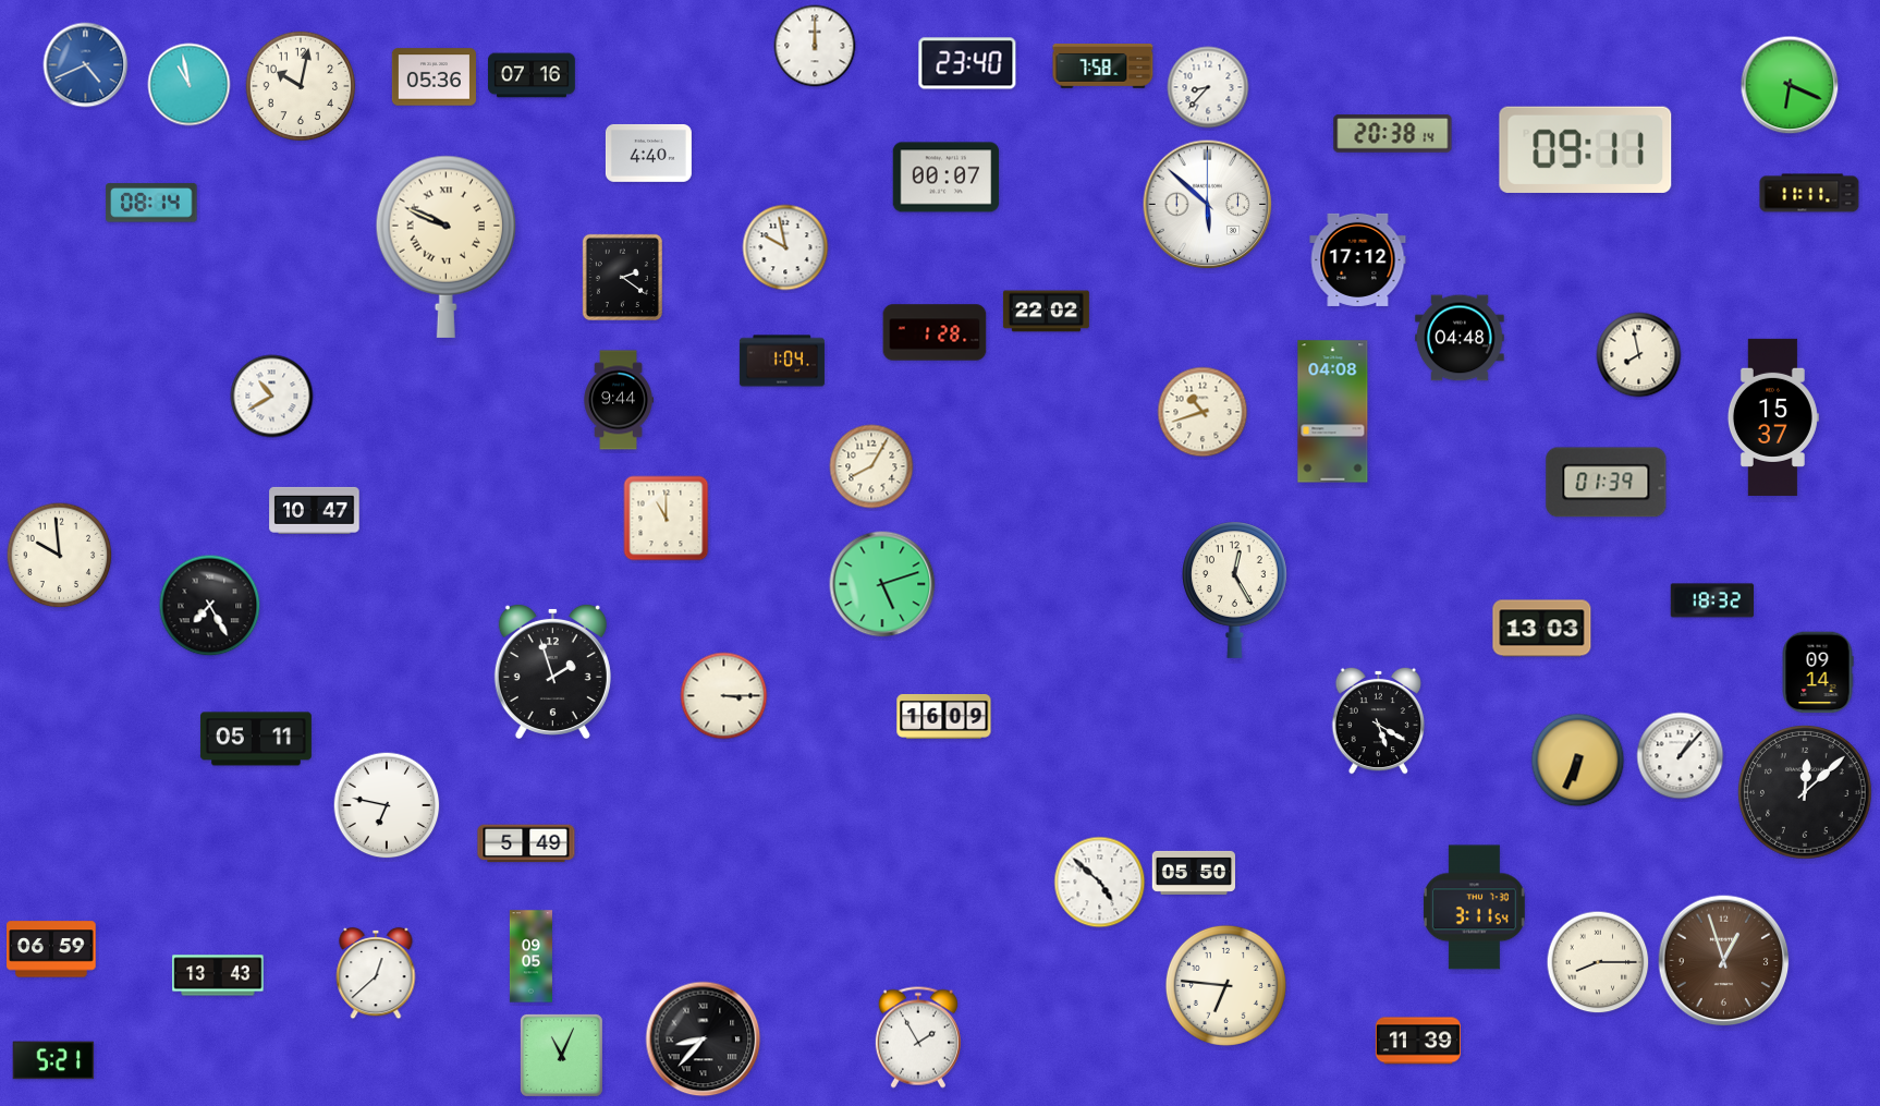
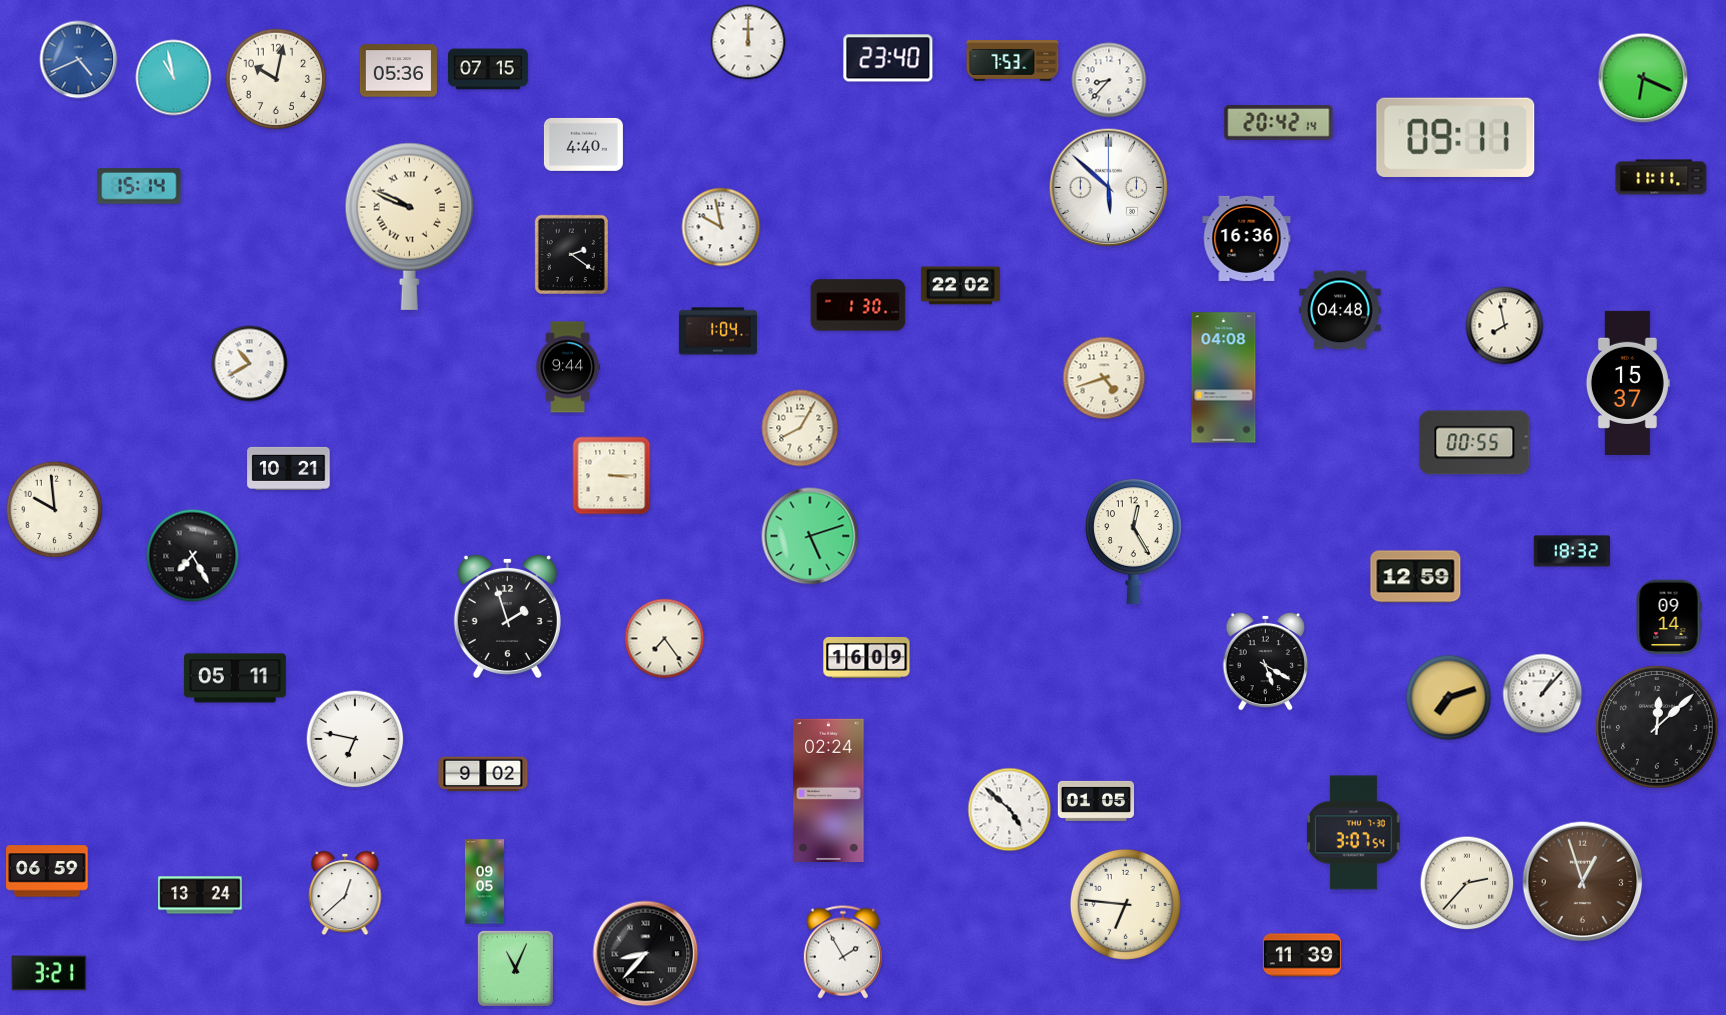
clock at (1103, 66): 7:58 -> 7:53
clock at (533, 75): 07:16 -> 07:15
clock at (1393, 134): 20:38 -> 20:42
clock at (648, 153) position: (648, 153) -> (583, 144)
clock at (947, 178): 00:07 -> none
clock at (151, 203): 08:14 -> 15:14
clock at (1358, 259): 17:12 -> 16:36
clock at (935, 332): 1:28 -> 1:30
clock at (1203, 412): 10:42 -> 4:42
clock at (1607, 483): 01:39 -> 00:55
clock at (315, 510): 10:47 -> 10:21
clock at (667, 519): 11:00 -> 3:15
clock at (1542, 629): 13:03 -> 12:59
clock at (724, 696): 3:15 -> 7:24
clock at (1578, 761): 6:34 -> 7:12
clock at (526, 843): 5:49 -> 9:02
clock at (829, 790): none -> 02:24
clock at (1194, 873): 05:50 -> 01:05
clock at (1474, 908): 3:11 -> 3:07
clock at (530, 957) position: (530, 957) -> (484, 882)
clock at (1598, 962): 8:15 -> 2:37
clock at (218, 975): 13:43 -> 13:24
clock at (53, 1060): 5:21 -> 3:21
